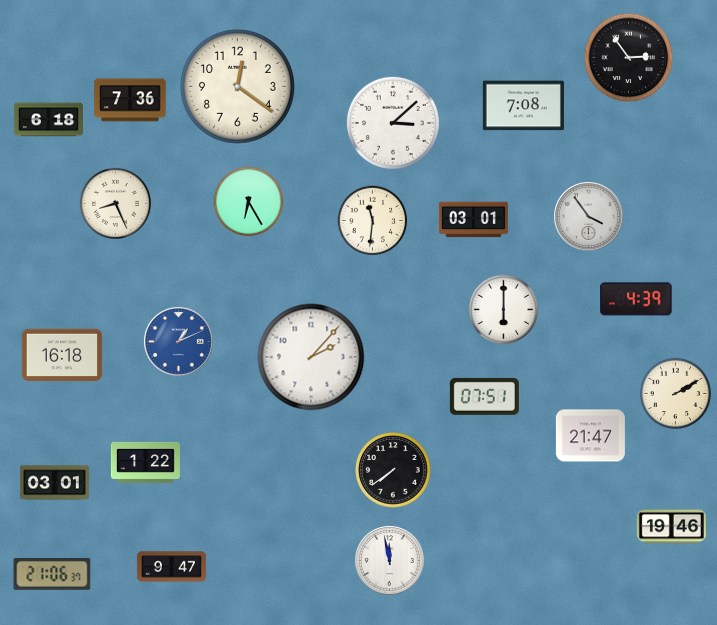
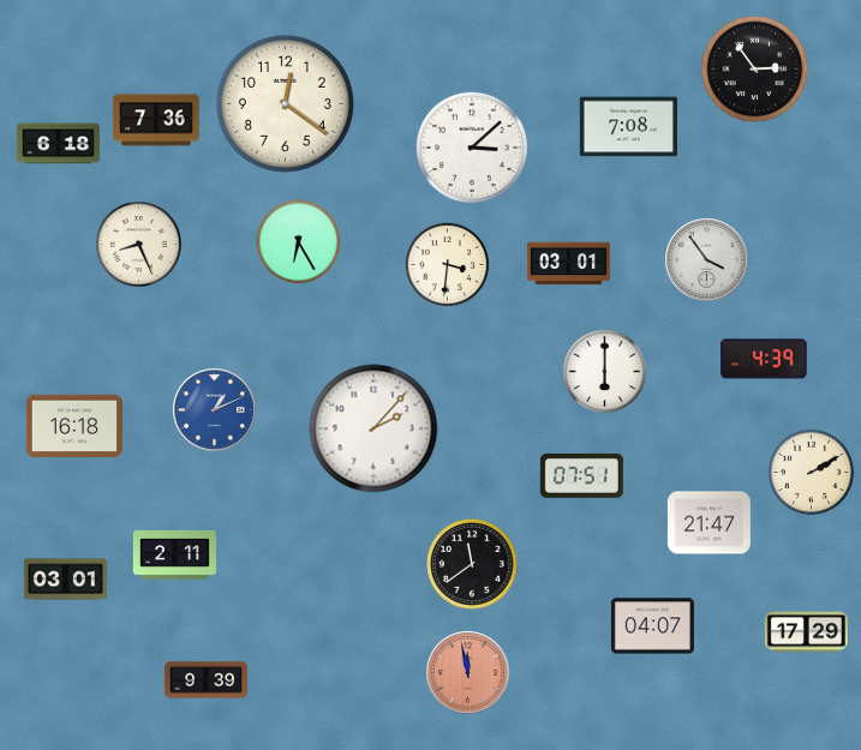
clock at (373, 221): 11:31 -> 3:31
clock at (145, 462): 1:22 -> 2:11
clock at (393, 470): 7:39 -> 11:39
clock at (652, 626): none -> 04:07
clock at (671, 527): 19:46 -> 17:29
clock at (390, 561) dial: white -> salmon
clock at (171, 567): 9:47 -> 9:39
clock at (52, 574): 21:06 -> none
